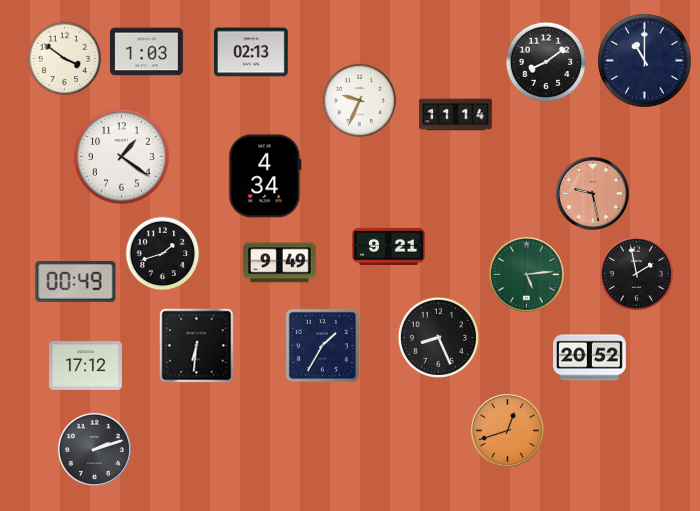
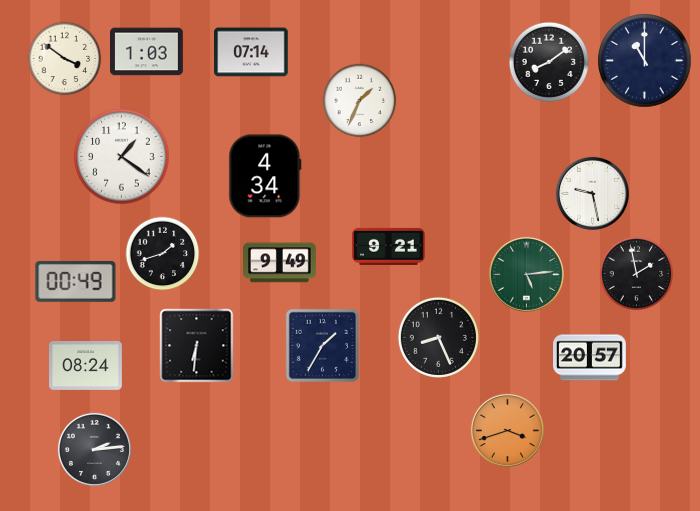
clock at (251, 52): 02:13 -> 07:14
clock at (546, 62) position: (546, 62) -> (549, 62)
clock at (360, 101): 9:34 -> 1:34
clock at (456, 115): 11:14 -> none
clock at (592, 193) dial: salmon -> white
clock at (590, 358): 20:52 -> 20:57
clock at (86, 366): 17:12 -> 08:24
clock at (507, 430): 12:42 -> 3:42
clock at (94, 449): 2:12 -> 2:14
